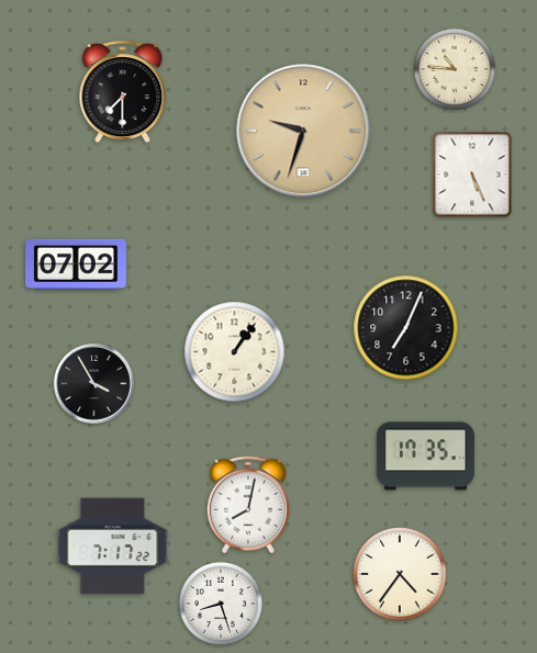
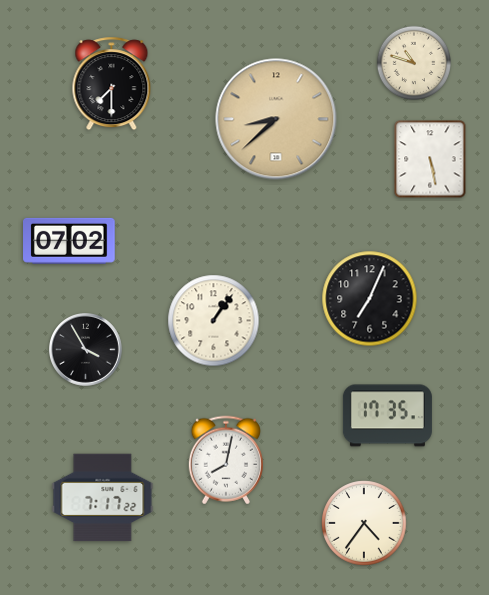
clock at (454, 68): 10:46 -> 10:48
clock at (303, 131): 9:33 -> 8:38
clock at (472, 174): 5:26 -> 5:28
clock at (221, 604): 8:27 -> none
